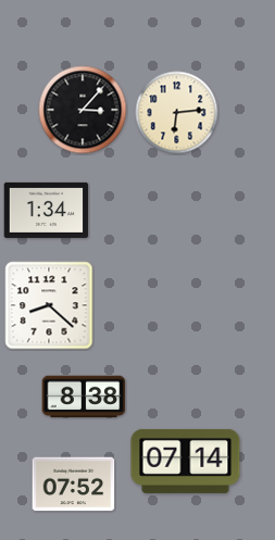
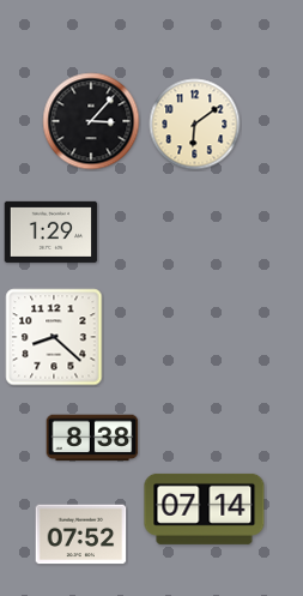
clock at (177, 113): 6:14 -> 6:09
clock at (47, 210): 1:34 -> 1:29
